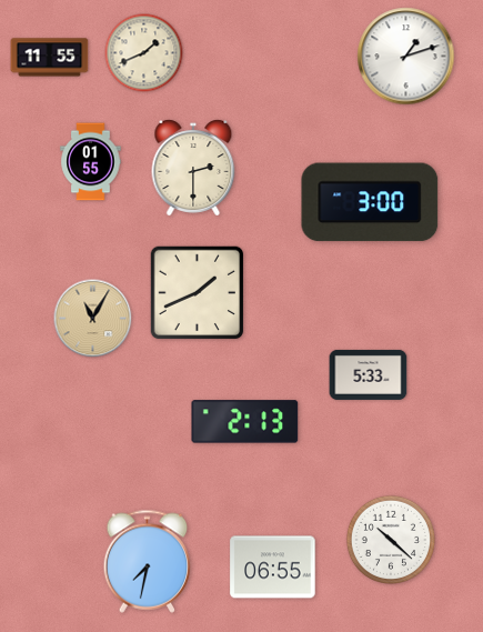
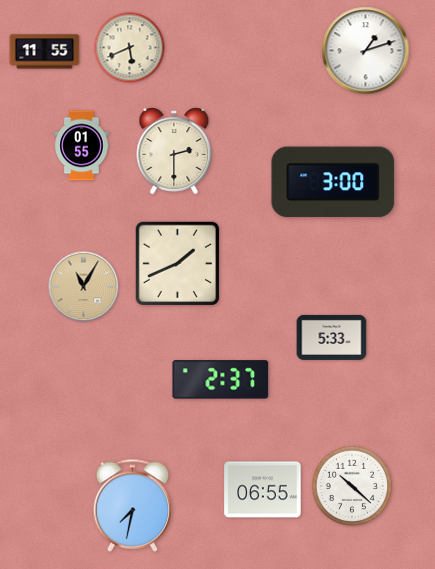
clock at (144, 53): 1:41 -> 5:41
clock at (245, 422): 2:13 -> 2:37
clock at (273, 568) position: (273, 568) -> (263, 490)
